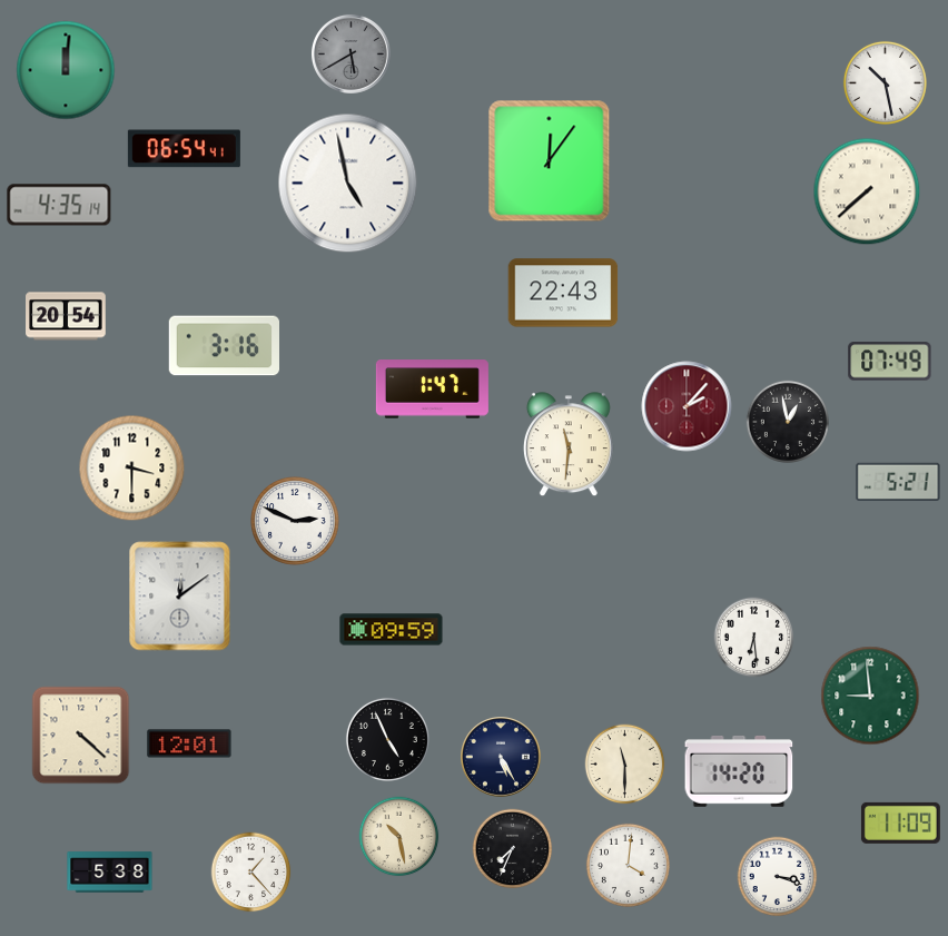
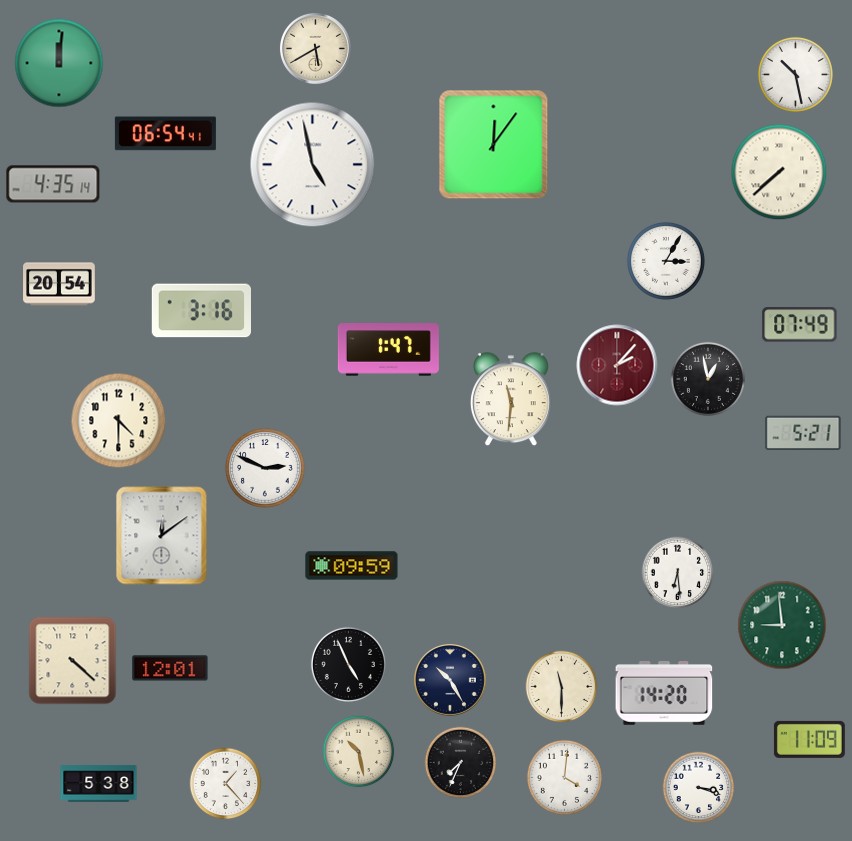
clock at (350, 53) dial: grey -> cream
clock at (666, 261): none -> 3:05
clock at (563, 293): 22:43 -> none
clock at (132, 469): 3:30 -> 4:30
clock at (898, 481) position: (898, 481) -> (803, 432)
clock at (502, 758): 5:25 -> 10:25
